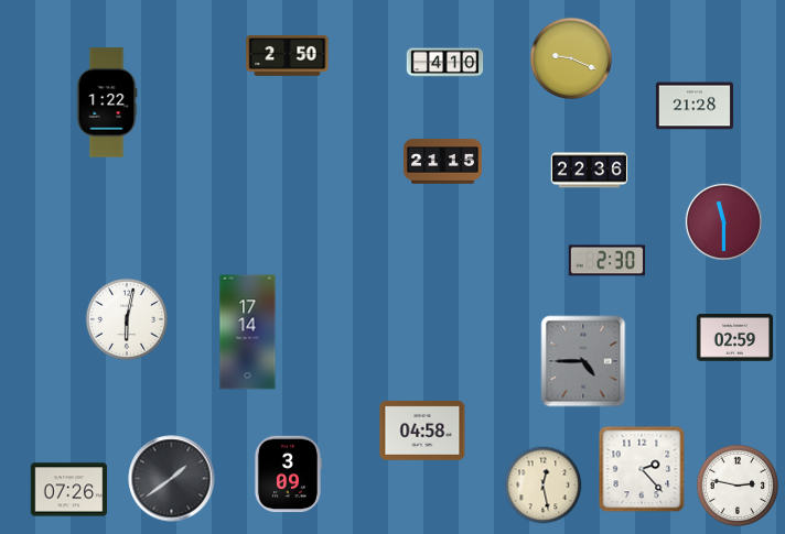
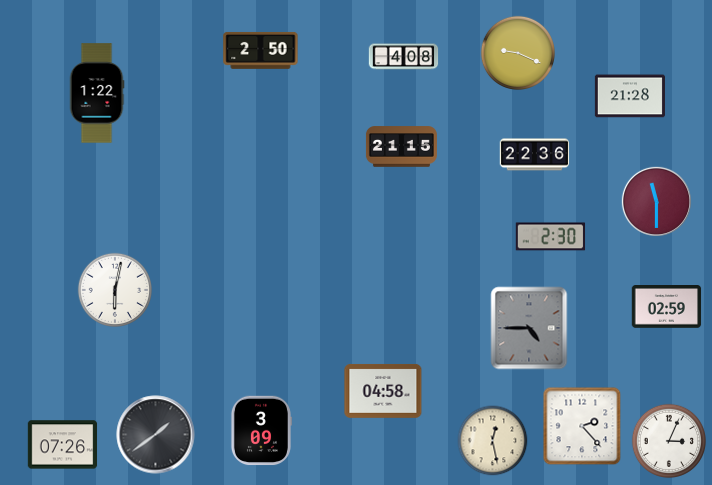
clock at (445, 63): 4:10 -> 4:08
clock at (248, 333): 17:14 -> none
clock at (736, 484): 2:47 -> 3:04
